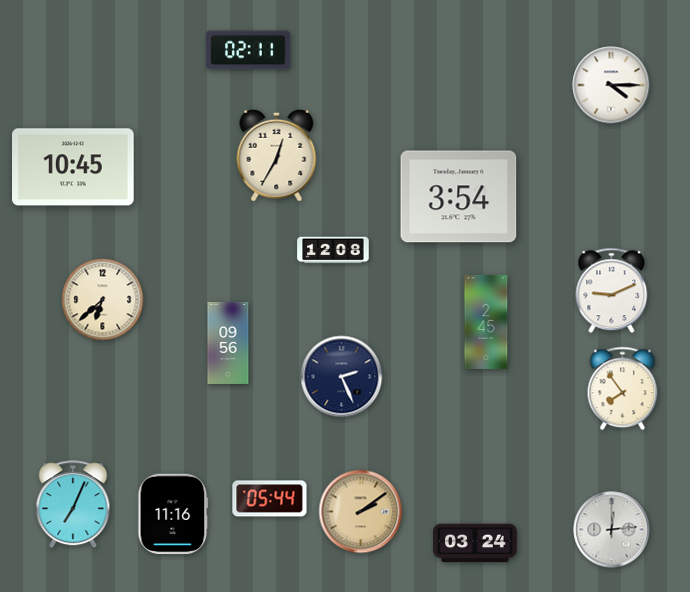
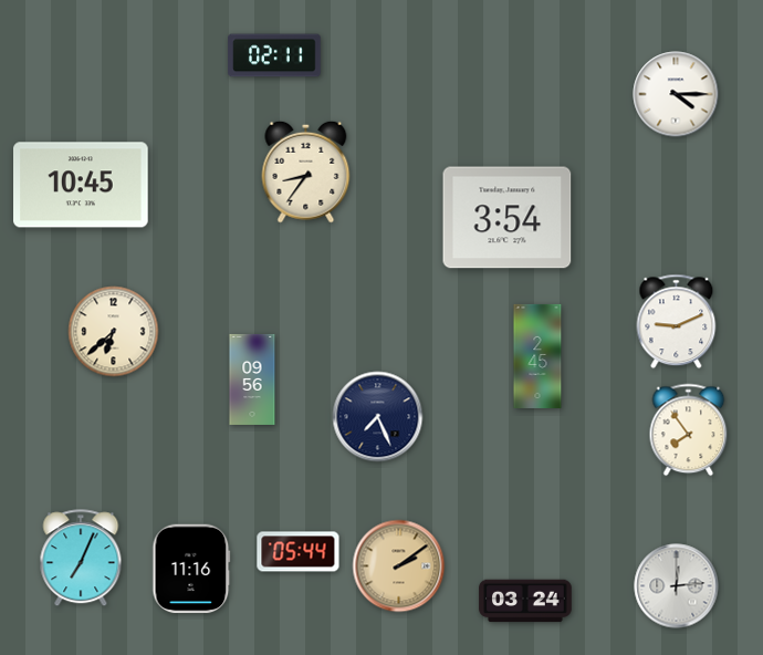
clock at (277, 155): 12:35 -> 8:36
clock at (333, 250): 12:08 -> none
clock at (342, 377): 2:26 -> 7:26
